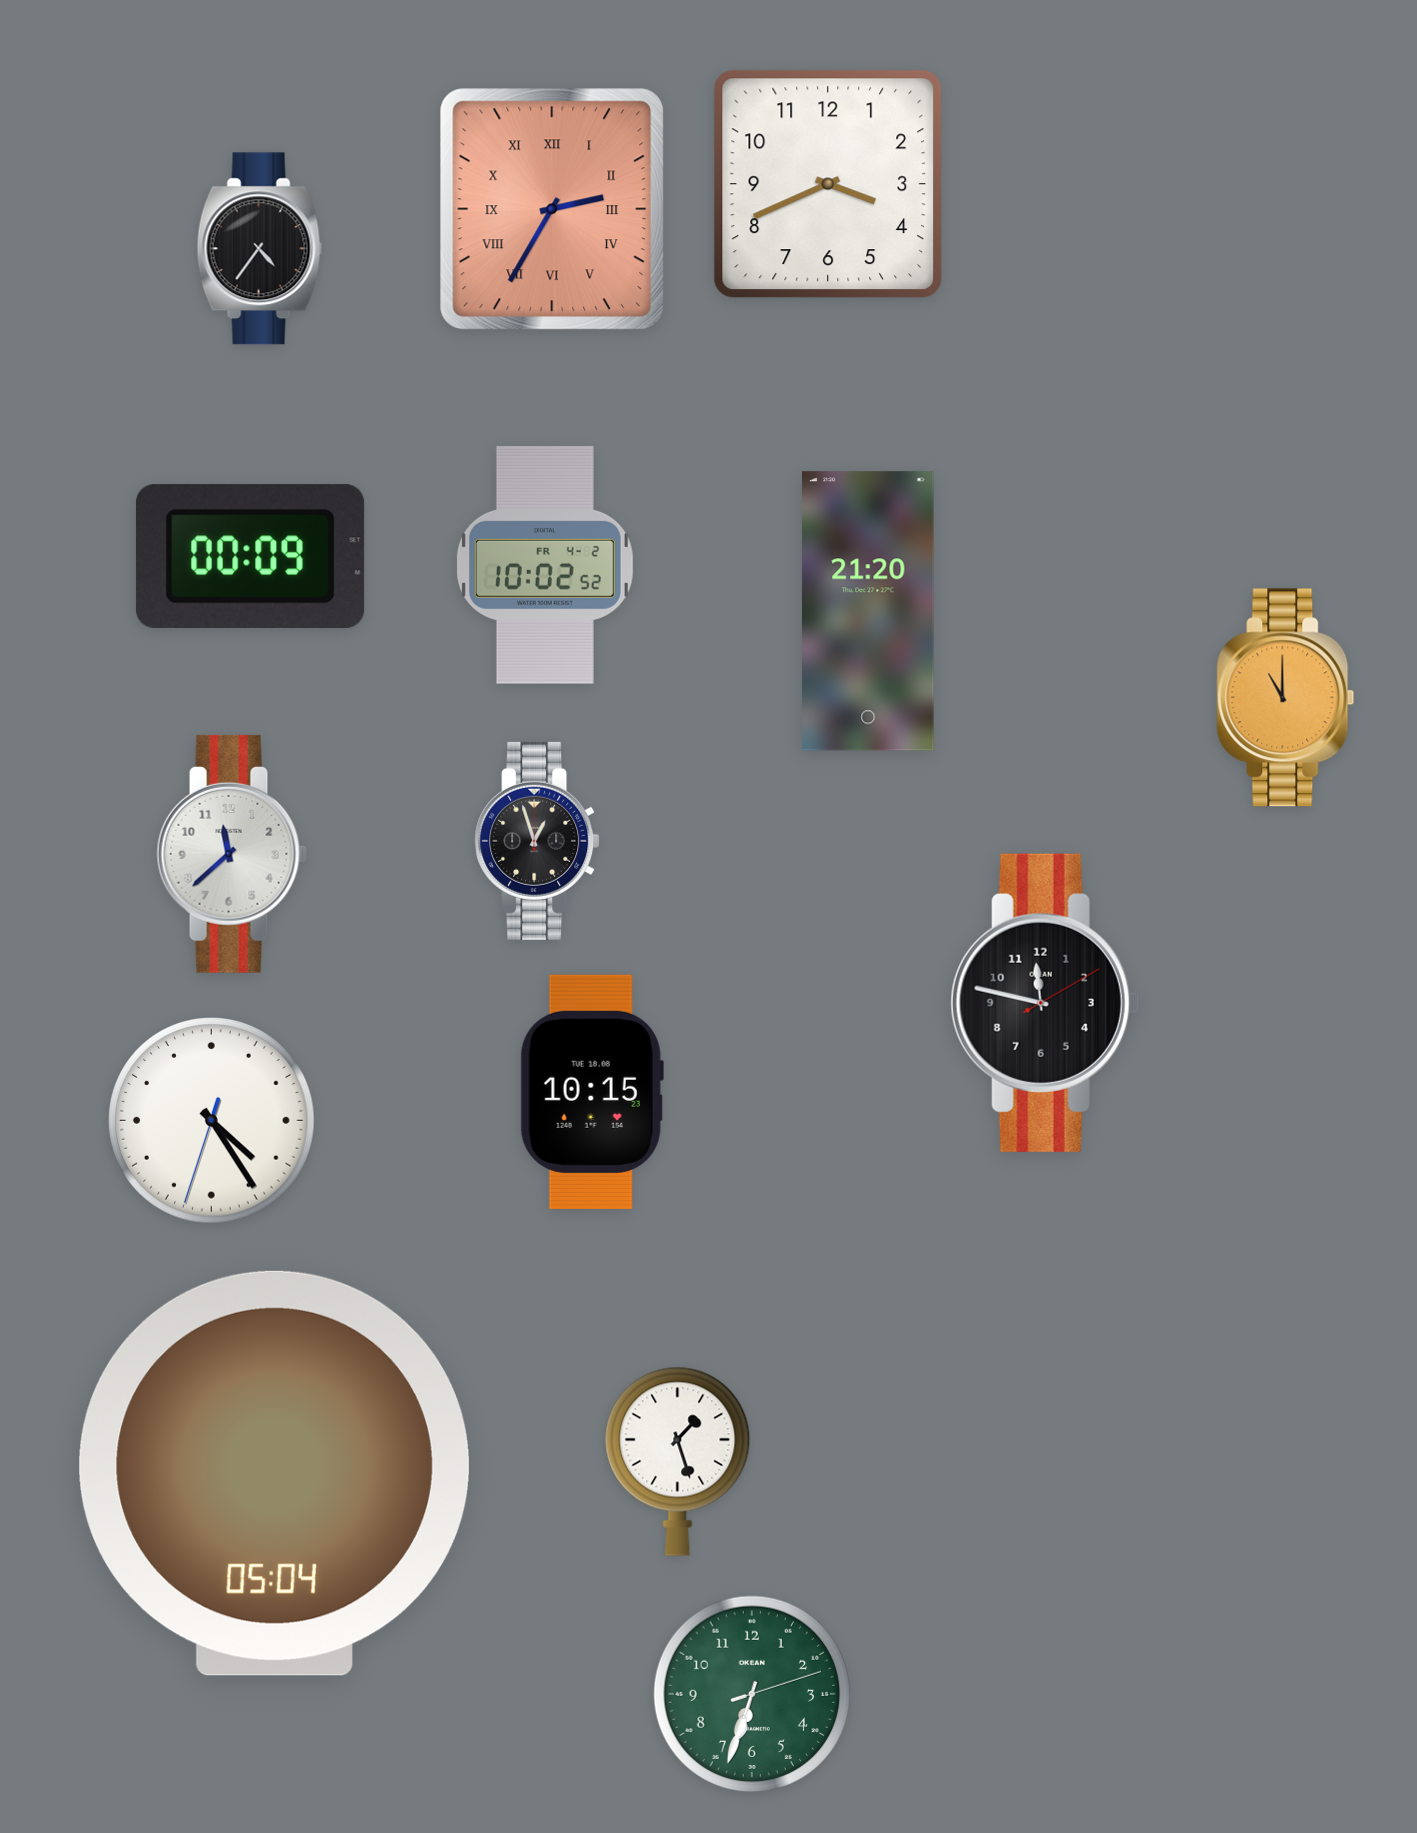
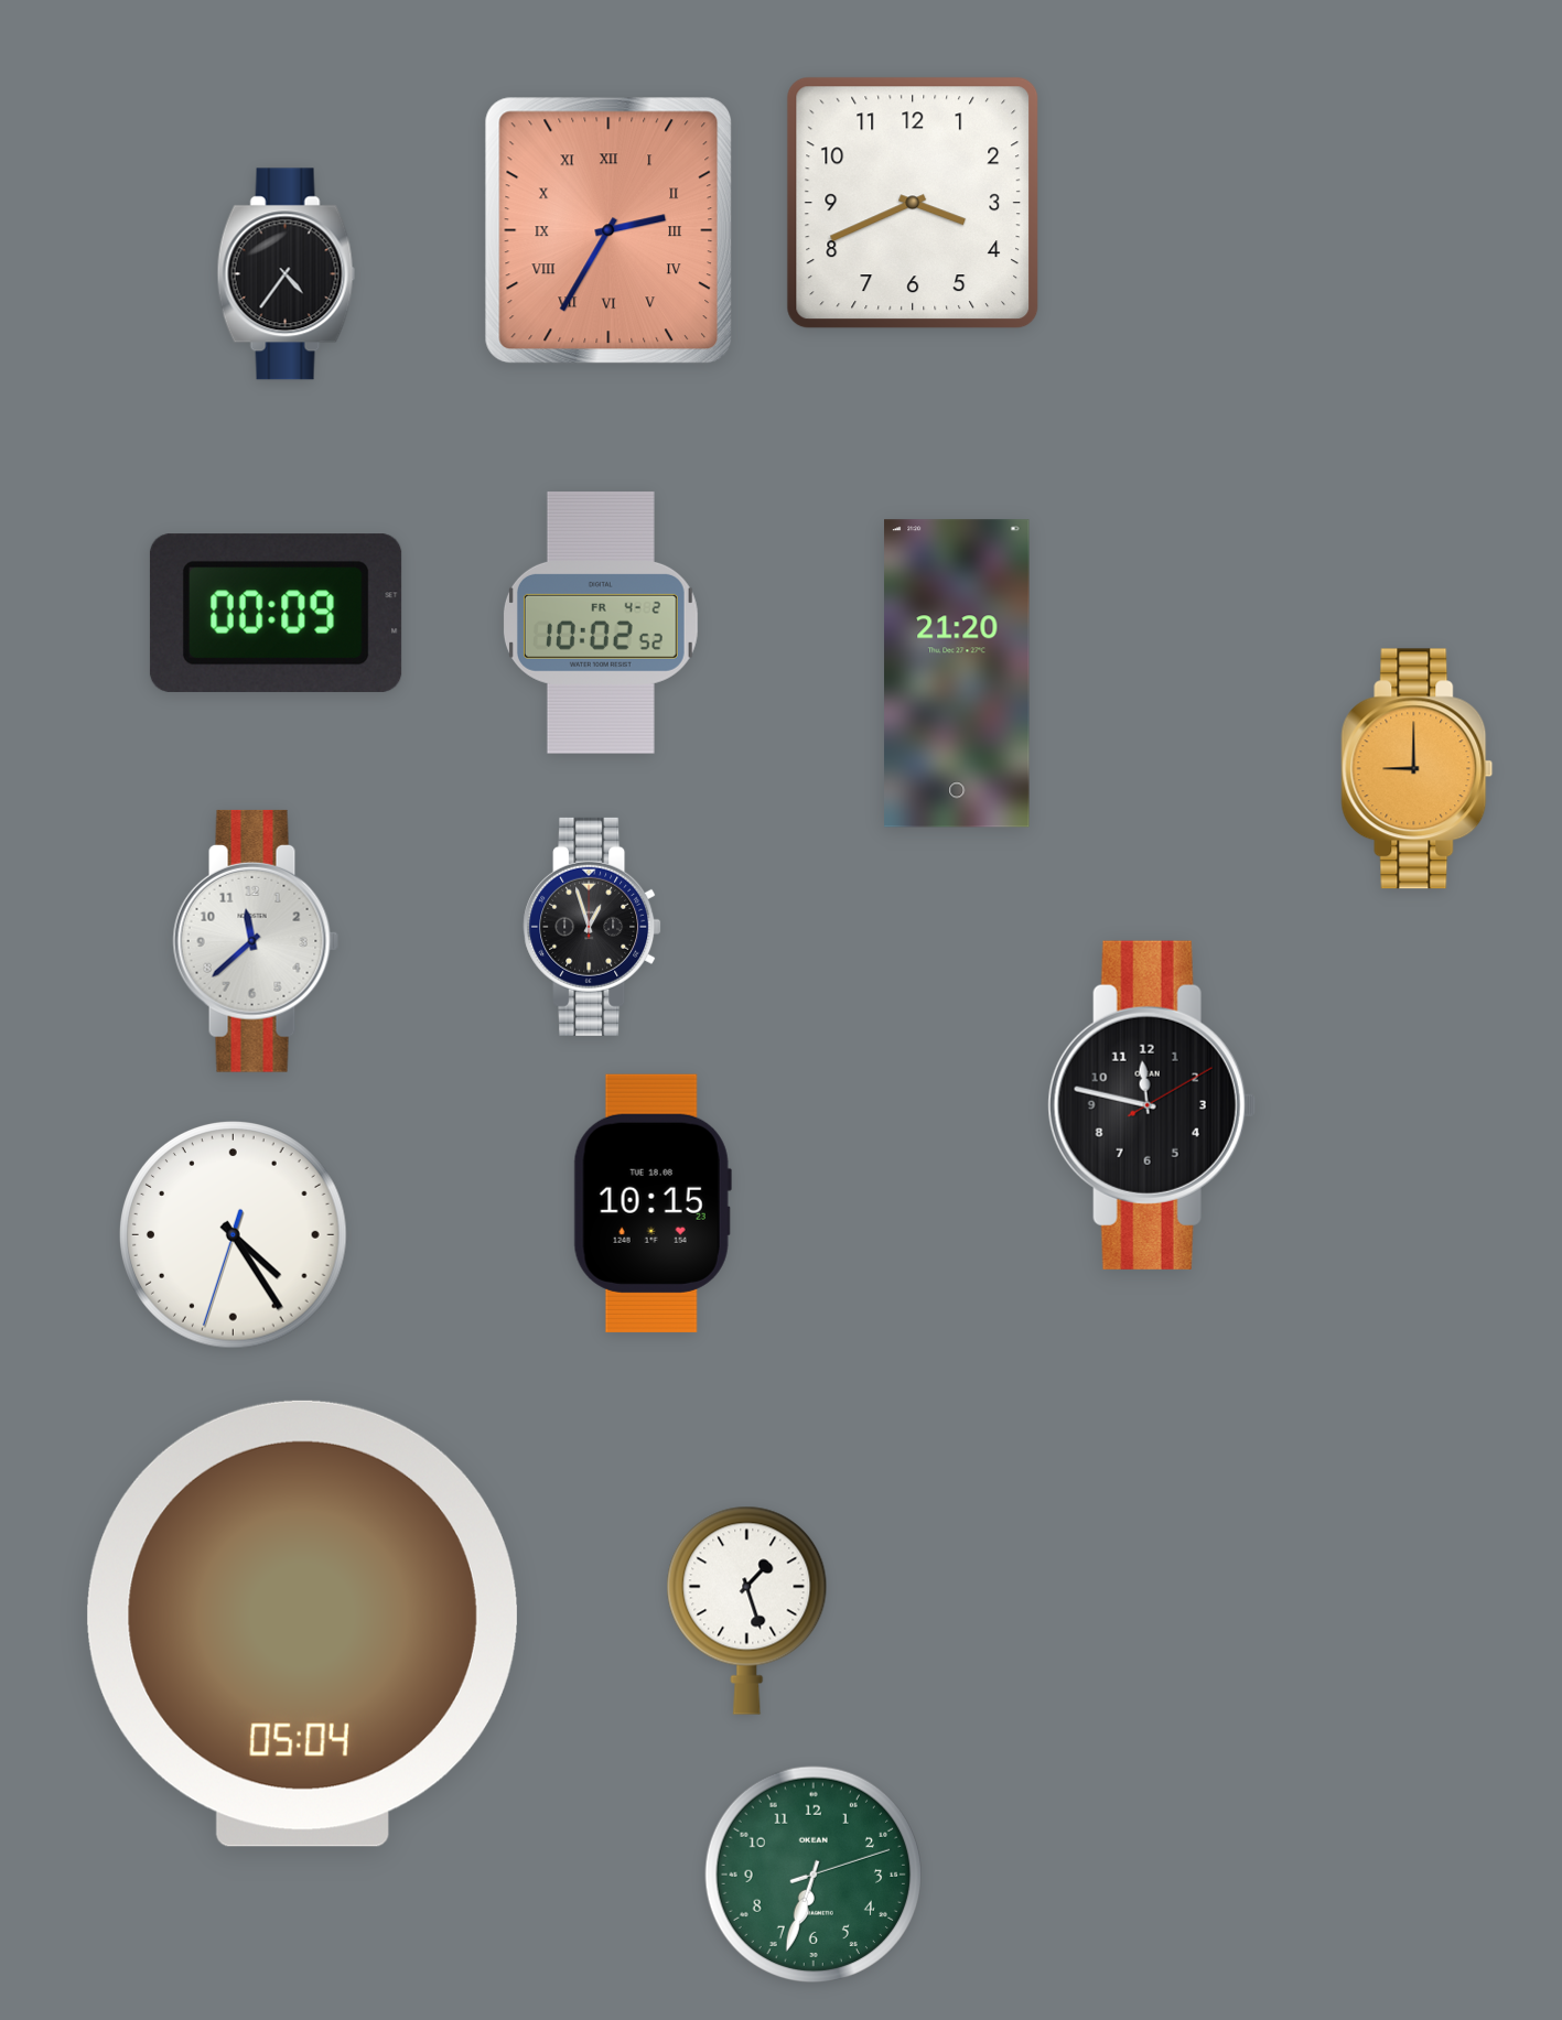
clock at (1286, 698): 11:00 -> 9:00
clock at (751, 1693) position: (751, 1693) -> (812, 1873)
